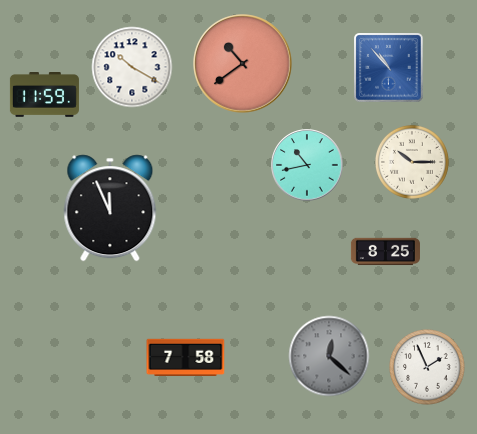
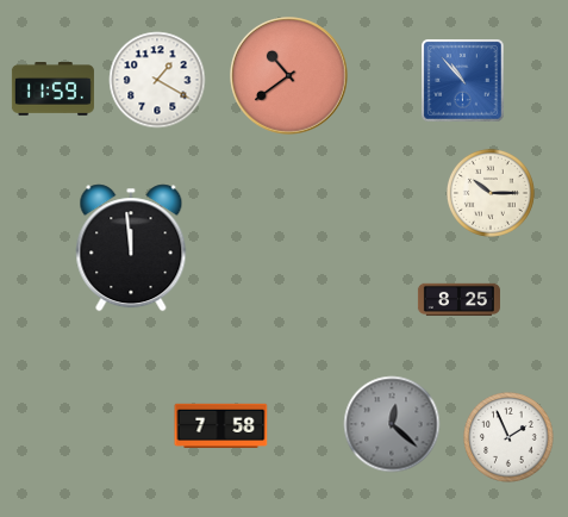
clock at (132, 67): 10:20 -> 1:20
clock at (44, 95) position: (44, 95) -> (52, 89)
clock at (307, 165): 10:43 -> none
clock at (110, 208): 11:56 -> 11:59
